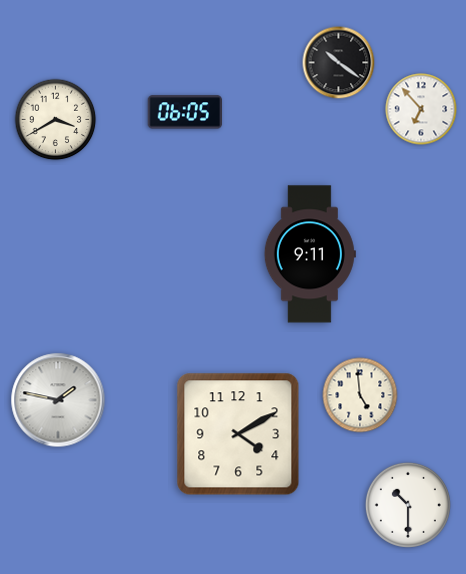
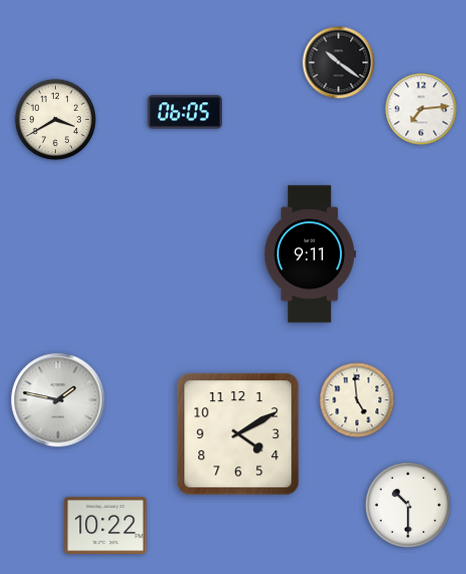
clock at (421, 109): 6:53 -> 7:14
clock at (360, 395) position: (360, 395) -> (357, 400)
clock at (106, 525): none -> 10:22
